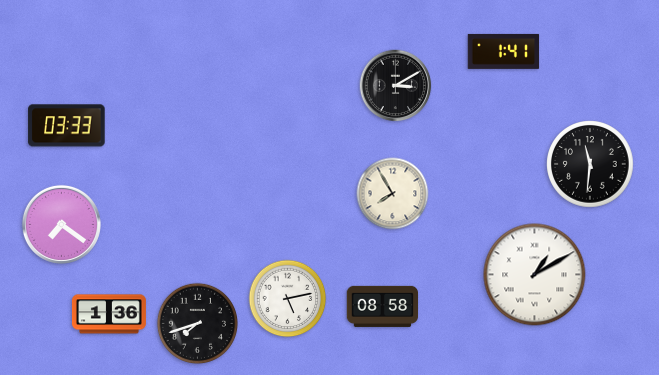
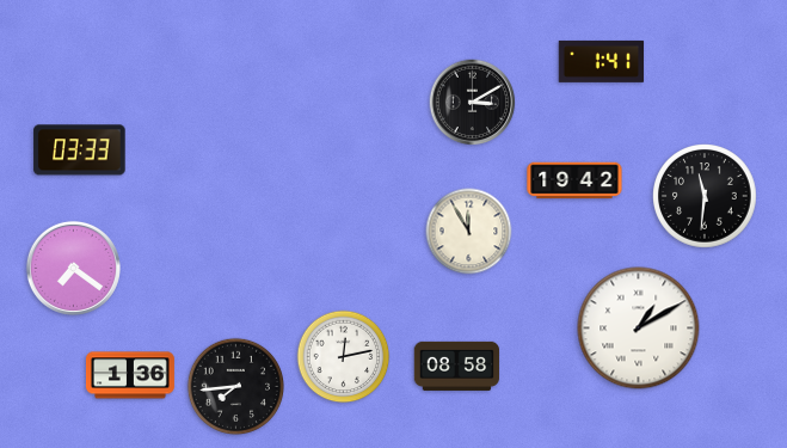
clock at (574, 180): none -> 19:42
clock at (393, 194): 7:55 -> 11:55
clock at (288, 299): 5:13 -> 12:13
clock at (197, 323): 7:42 -> 7:44
